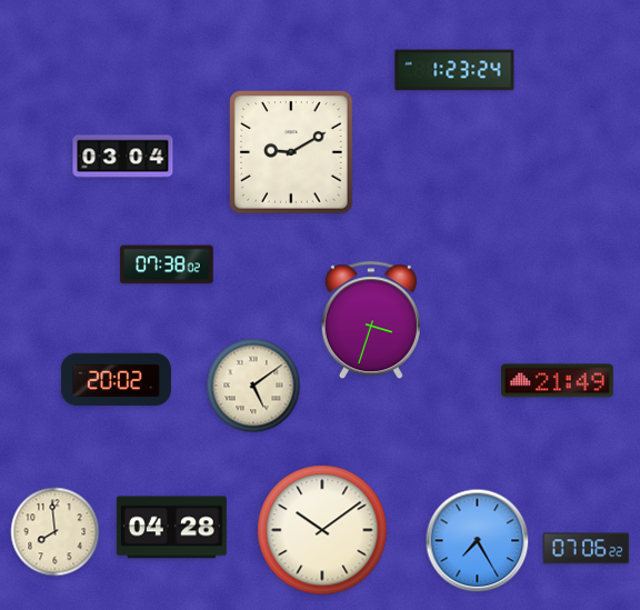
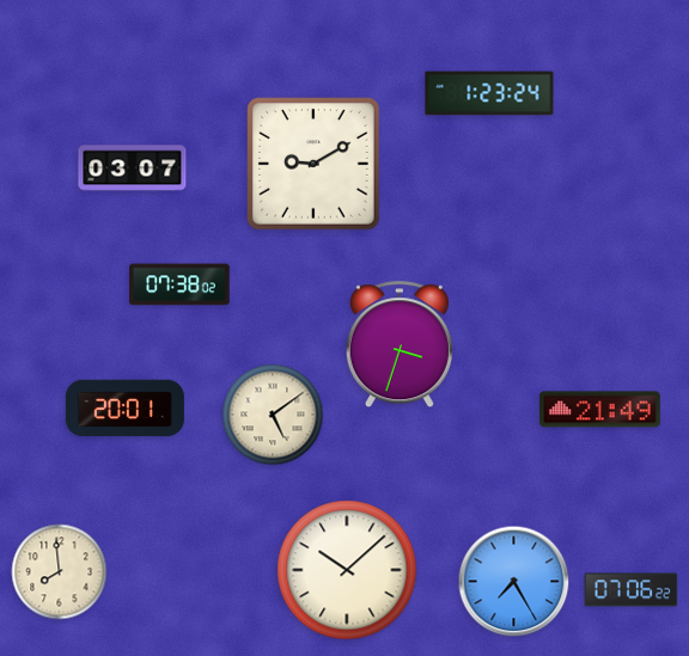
clock at (454, 70) position: (454, 70) -> (489, 93)
clock at (123, 157): 03:04 -> 03:07
clock at (116, 380): 20:02 -> 20:01
clock at (171, 528): 04:28 -> none
clock at (322, 530): 10:09 -> 10:08
